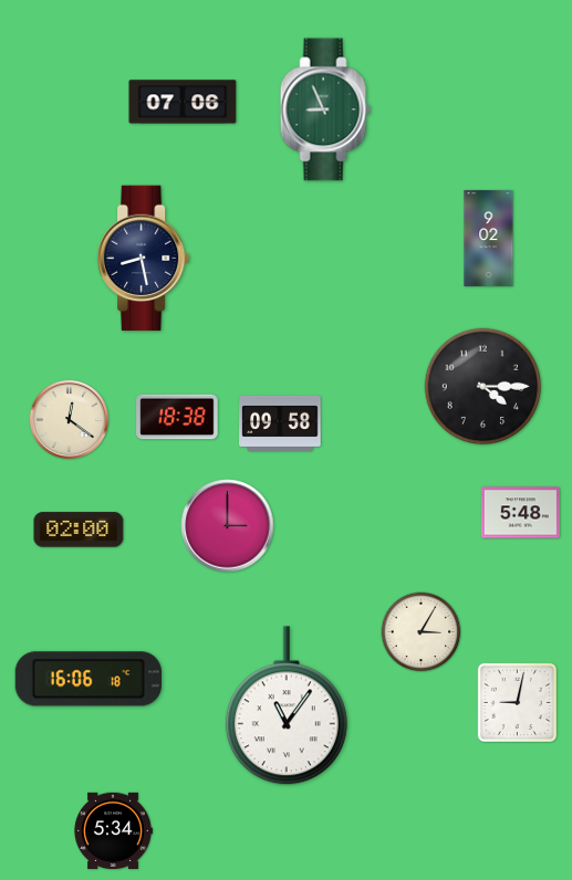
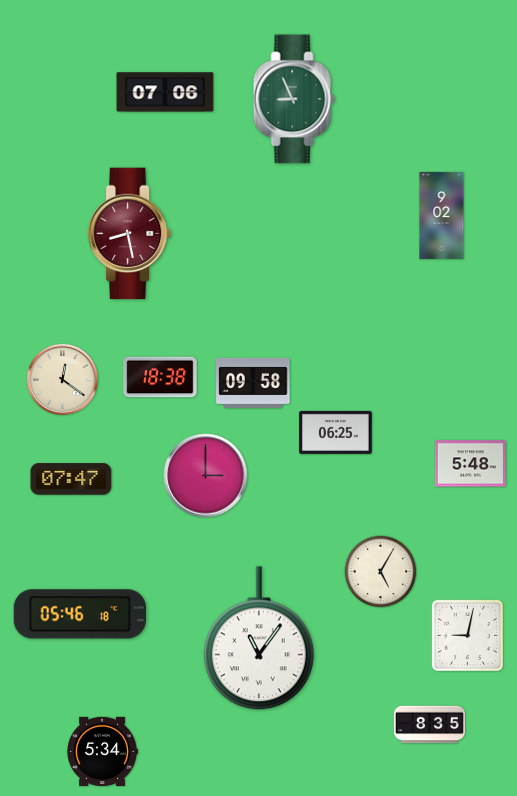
clock at (144, 259) dial: navy -> burgundy
clock at (483, 387): 4:15 -> none
clock at (336, 432): none -> 06:25
clock at (79, 530): 02:00 -> 07:47
clock at (422, 632): 3:05 -> 5:05
clock at (89, 679): 16:06 -> 05:46
clock at (429, 725): none -> 8:35
